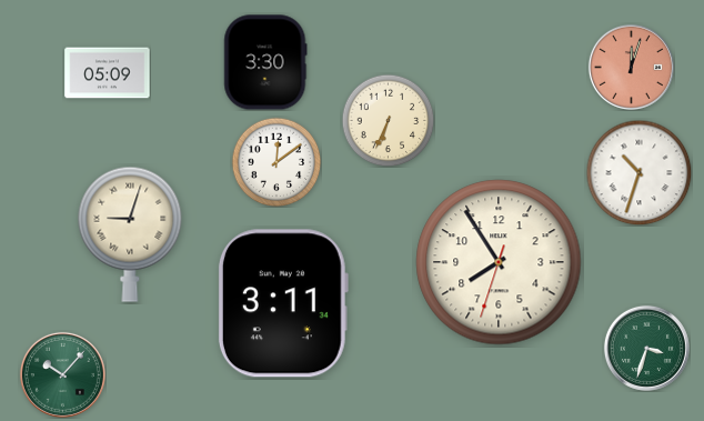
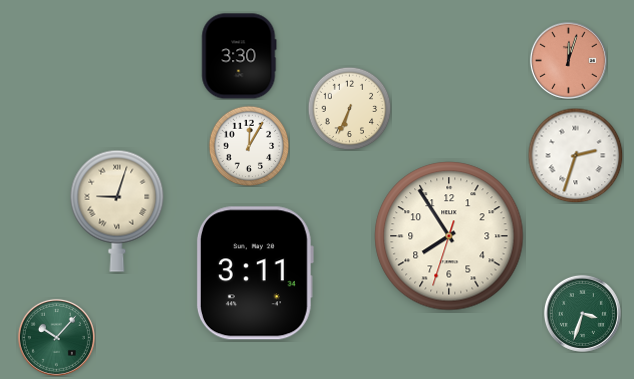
clock at (108, 73): 05:09 -> none
clock at (276, 162): 12:09 -> 12:05
clock at (638, 172): 10:33 -> 2:33
